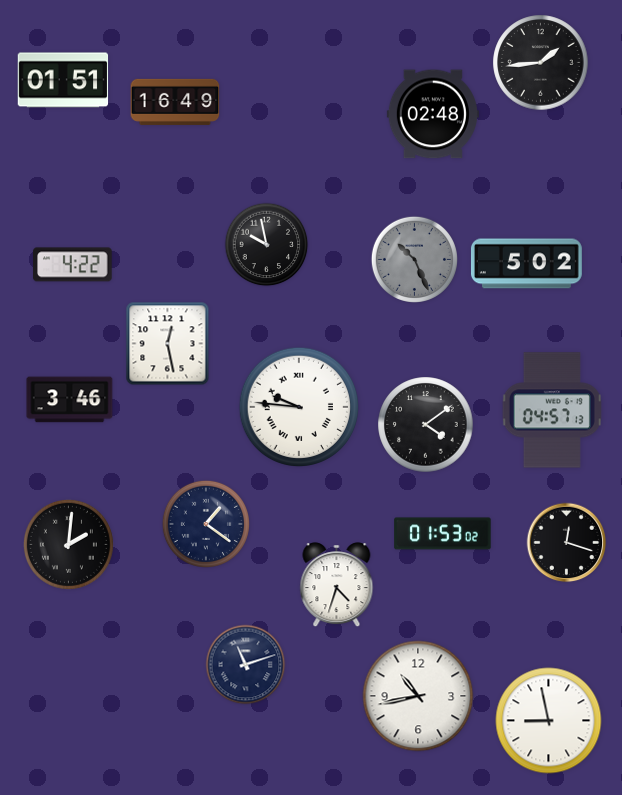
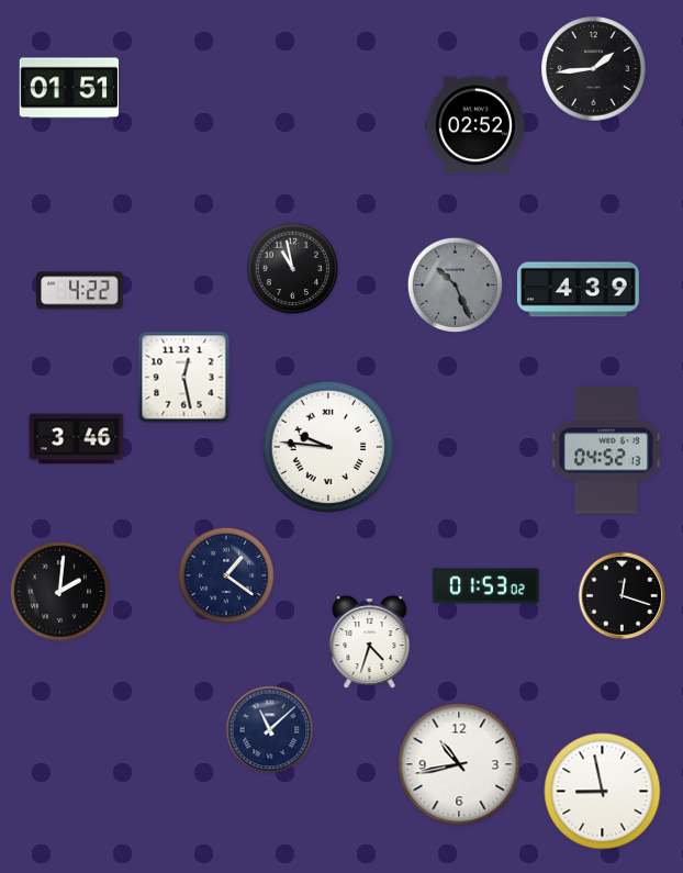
clock at (175, 102): 16:49 -> none
clock at (433, 114): 02:48 -> 02:52
clock at (267, 245): 9:58 -> 10:58
clock at (526, 264): 5:02 -> 4:39
clock at (552, 410): 04:57 -> 04:52
clock at (426, 425): 4:09 -> none
clock at (68, 544) position: (68, 544) -> (59, 591)
clock at (246, 665): 11:12 -> 11:08
